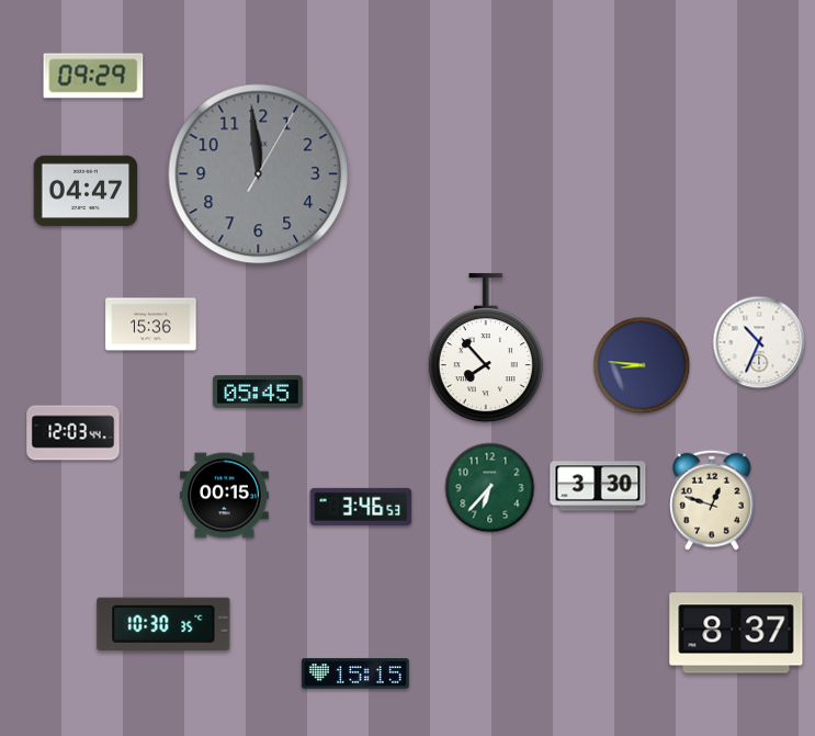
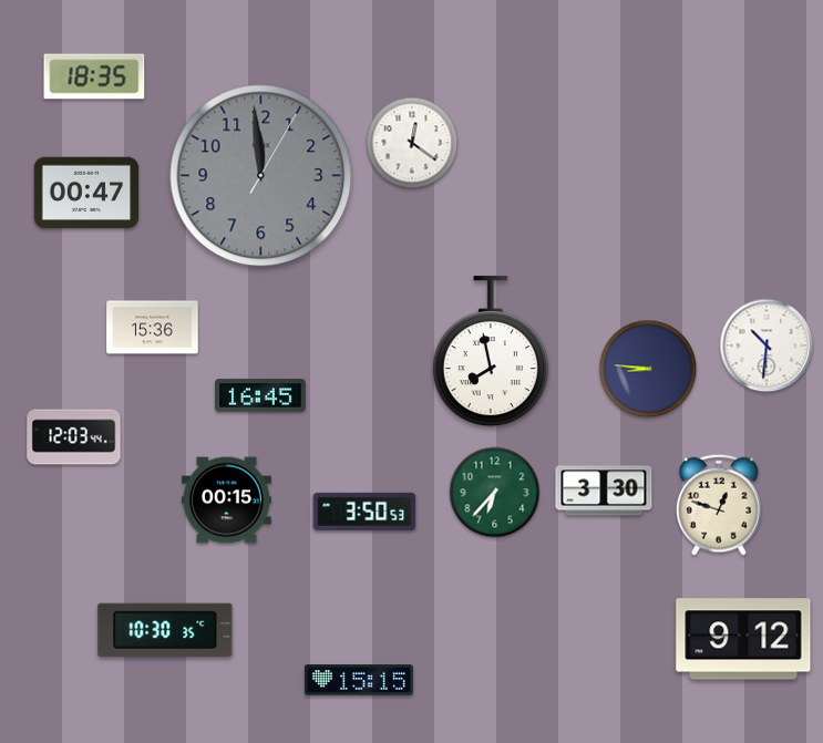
clock at (93, 76): 09:29 -> 18:35
clock at (412, 143): none -> 12:21
clock at (86, 191): 04:47 -> 00:47
clock at (759, 342): 10:34 -> 10:31
clock at (486, 349): 7:53 -> 7:58
clock at (258, 392): 05:45 -> 16:45
clock at (361, 507): 3:46 -> 3:50
clock at (736, 633): 8:37 -> 9:12
